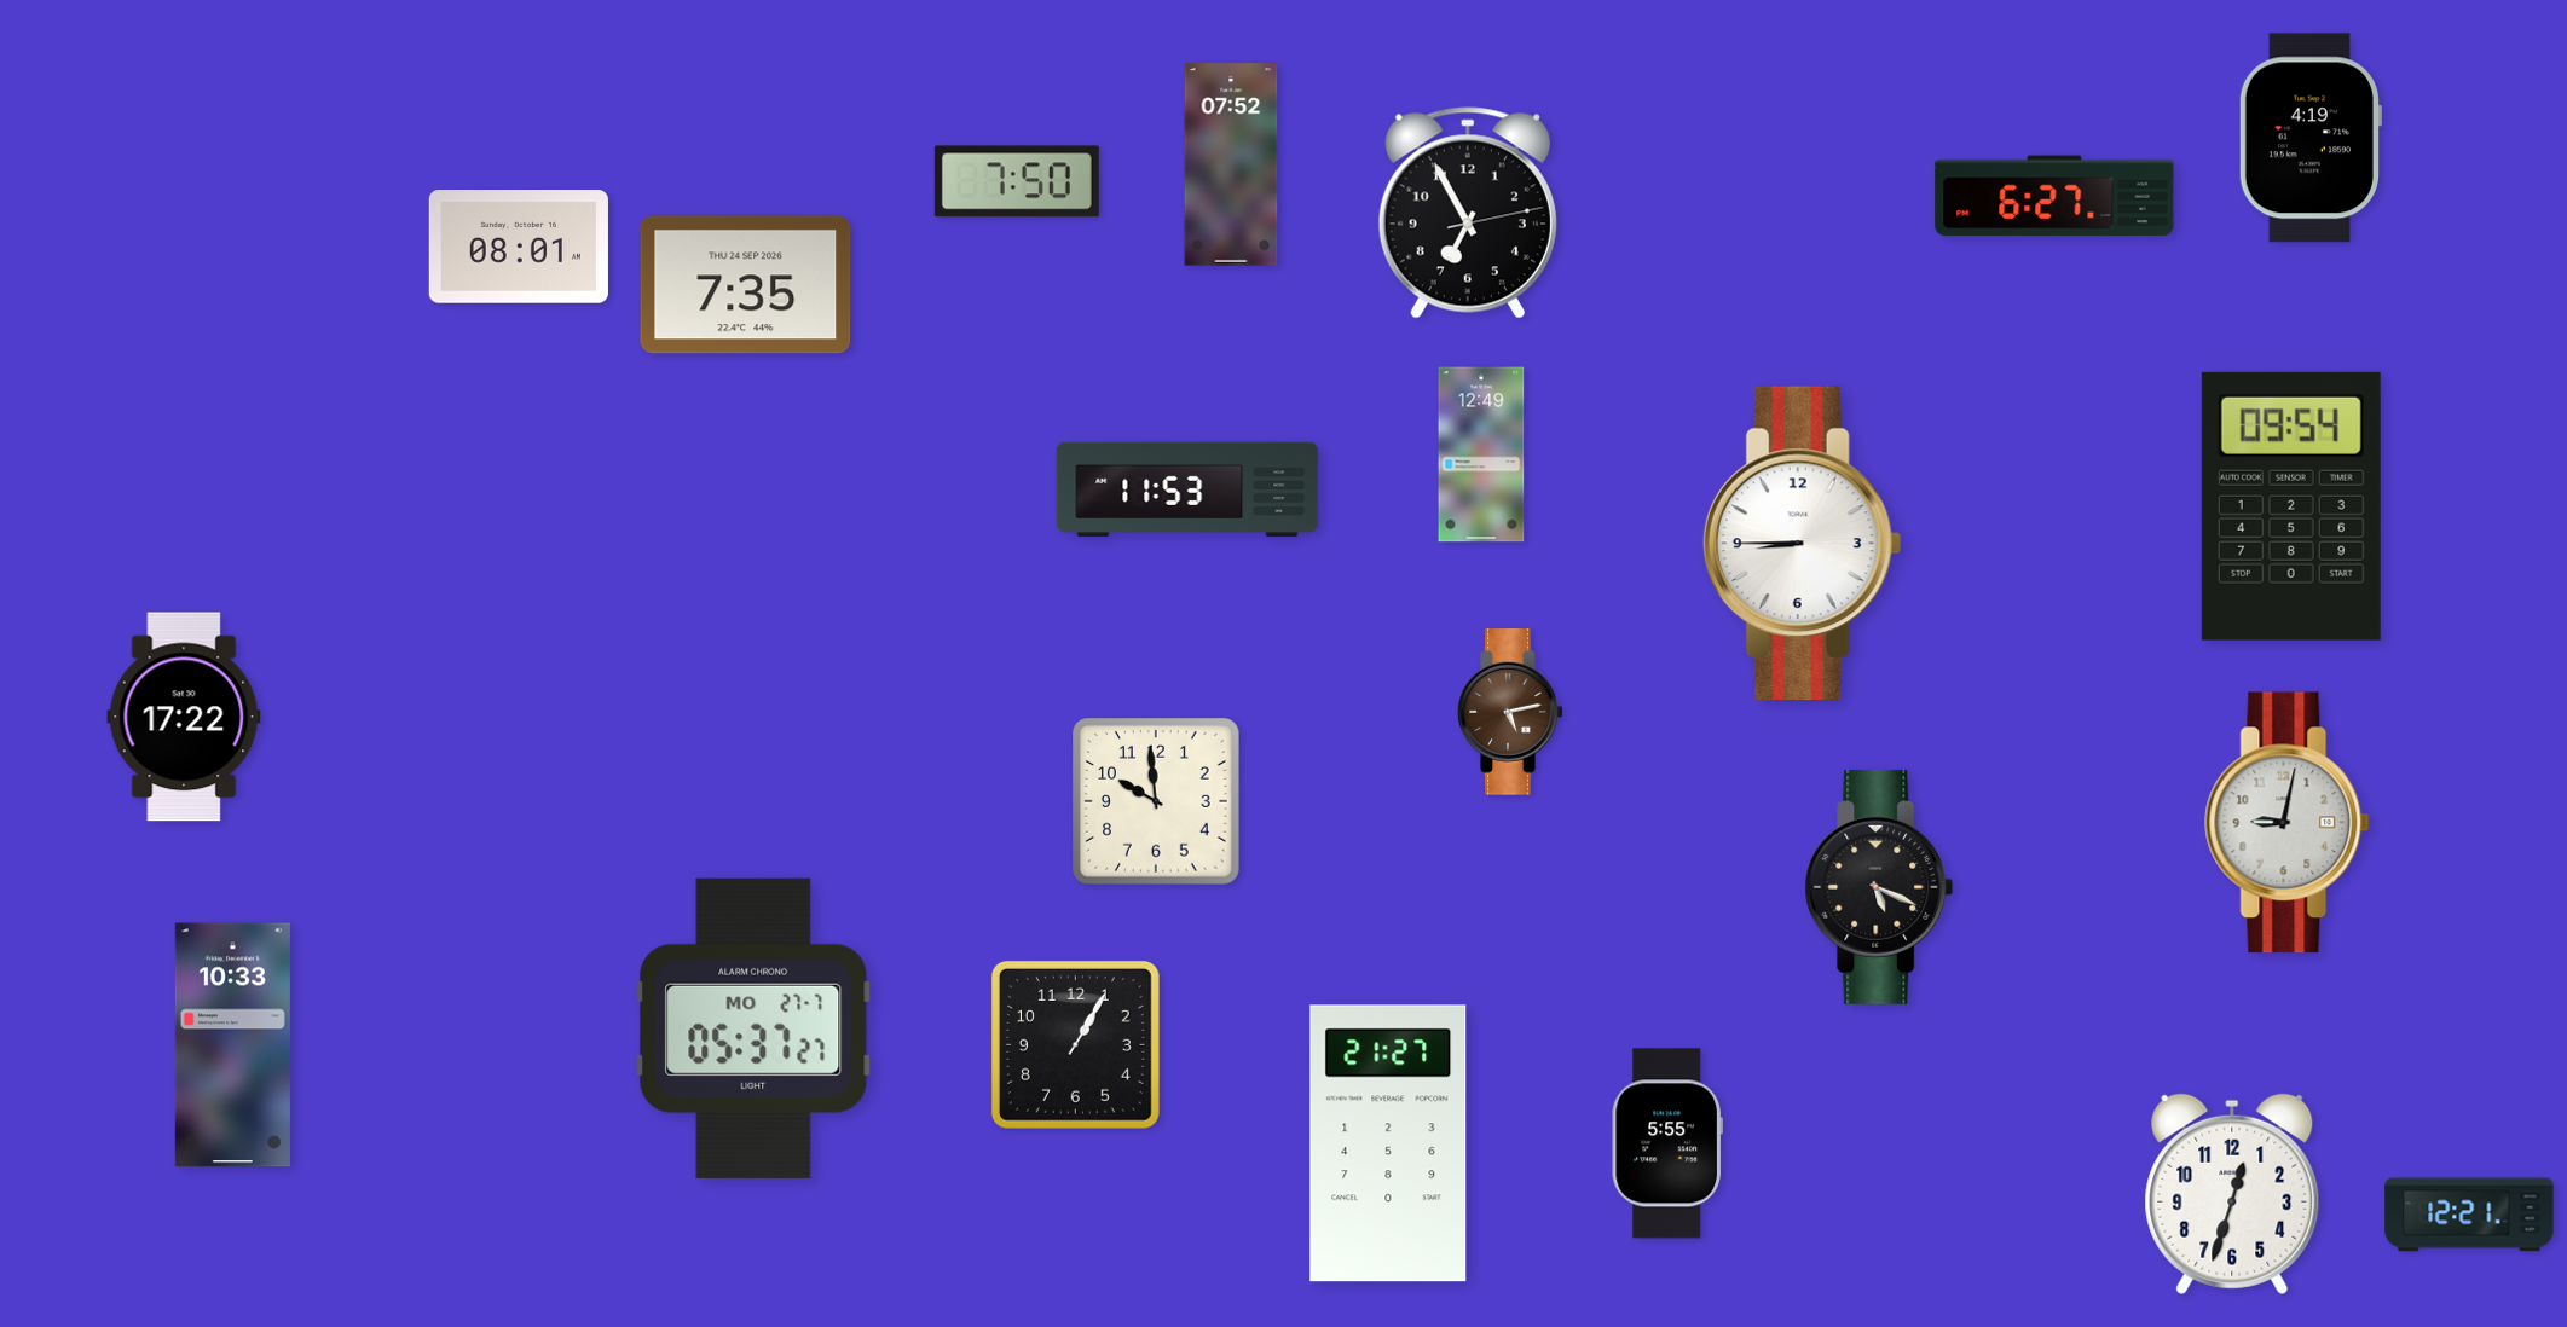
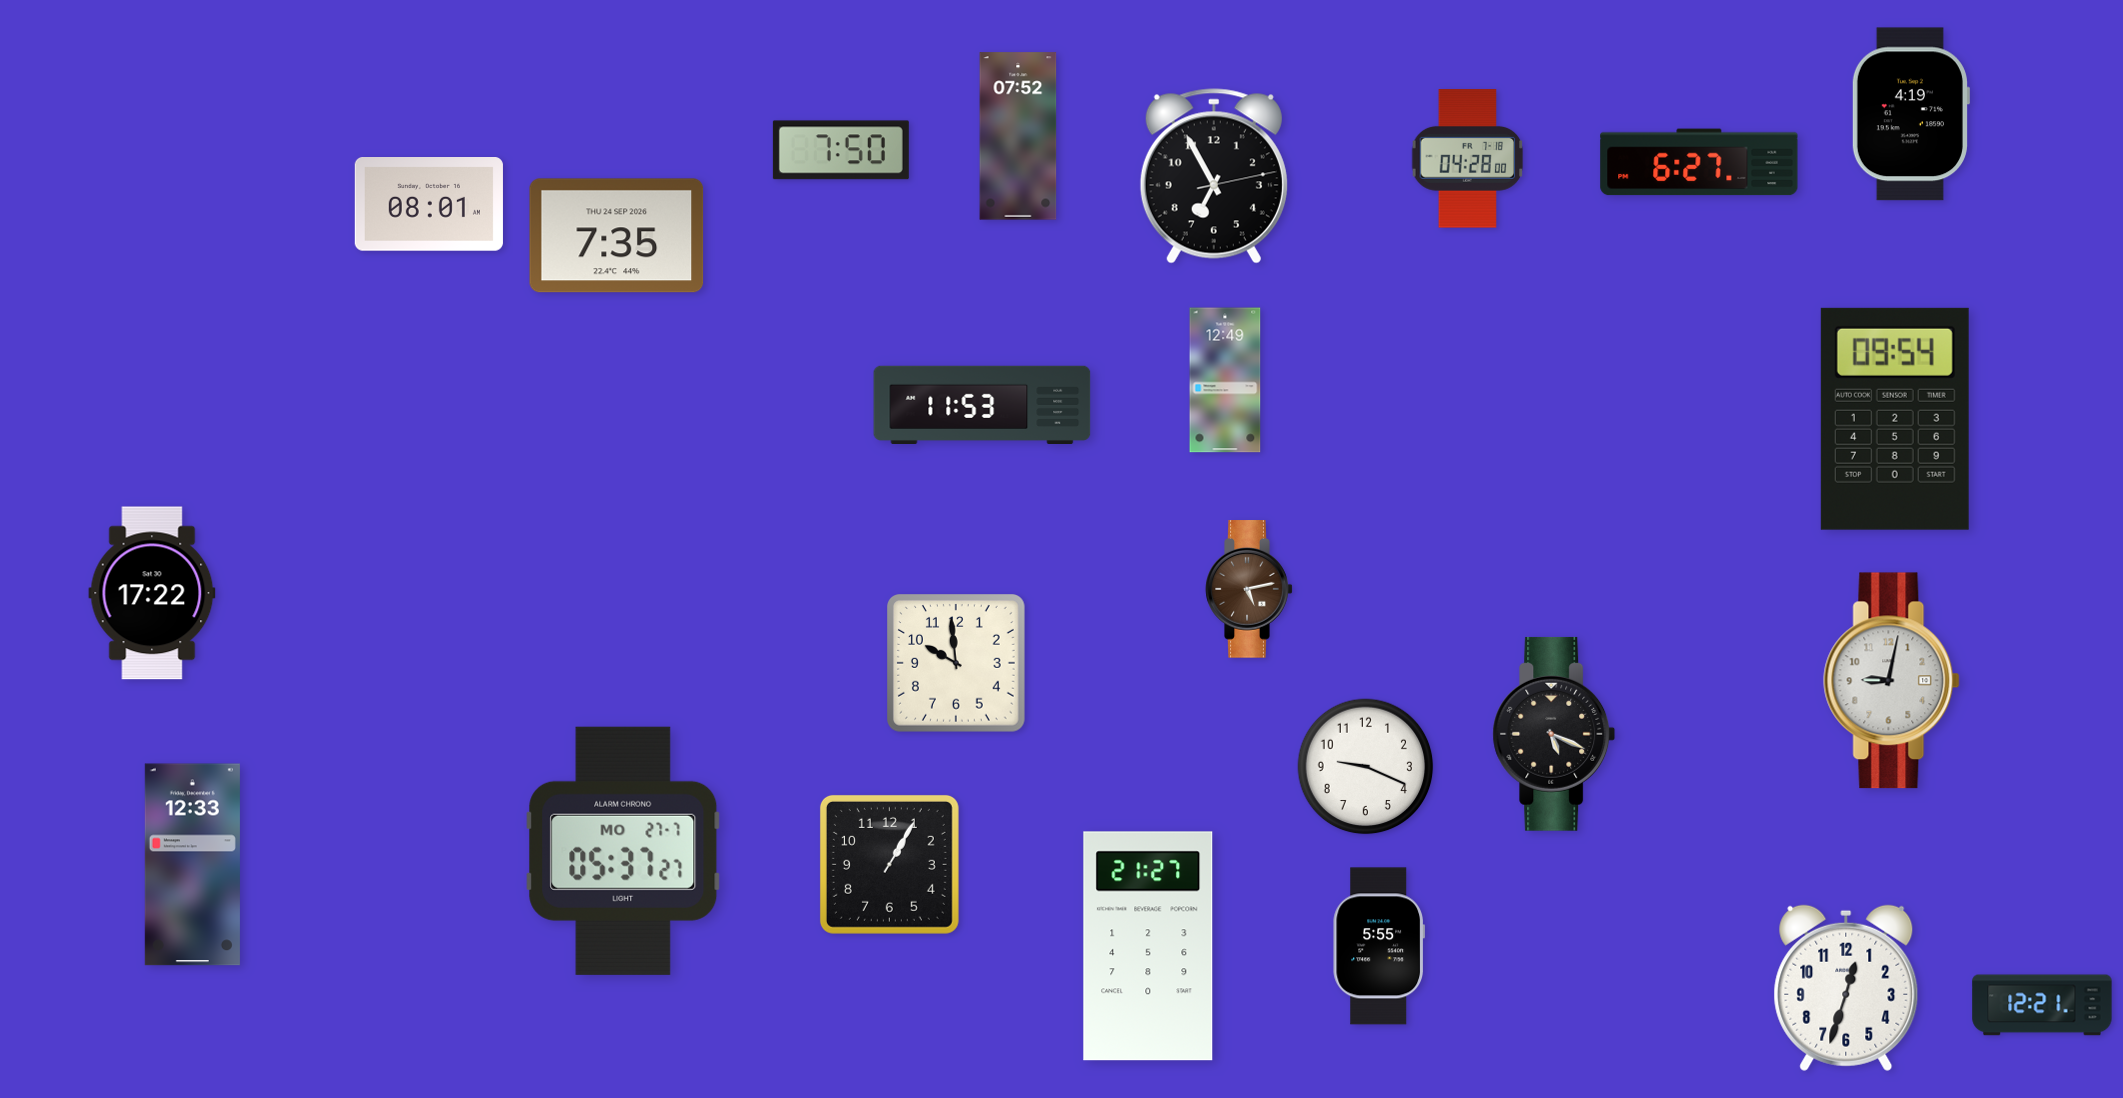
clock at (1468, 159): none -> 04:28
clock at (1481, 454) position: (1481, 454) -> (1225, 380)
clock at (1802, 543): 8:45 -> none
clock at (1366, 767): none -> 9:19
clock at (232, 1045): 10:33 -> 12:33
